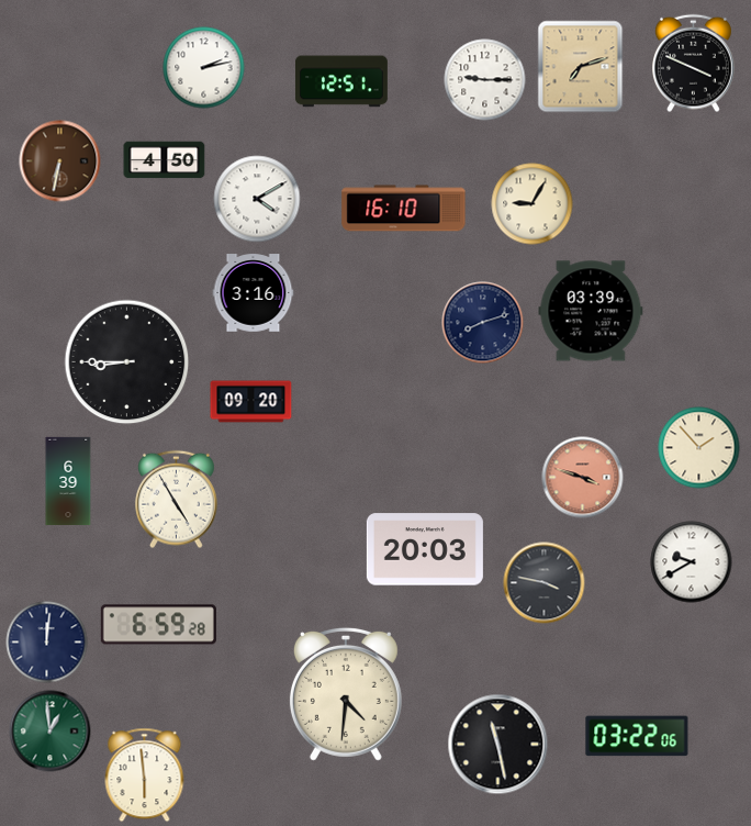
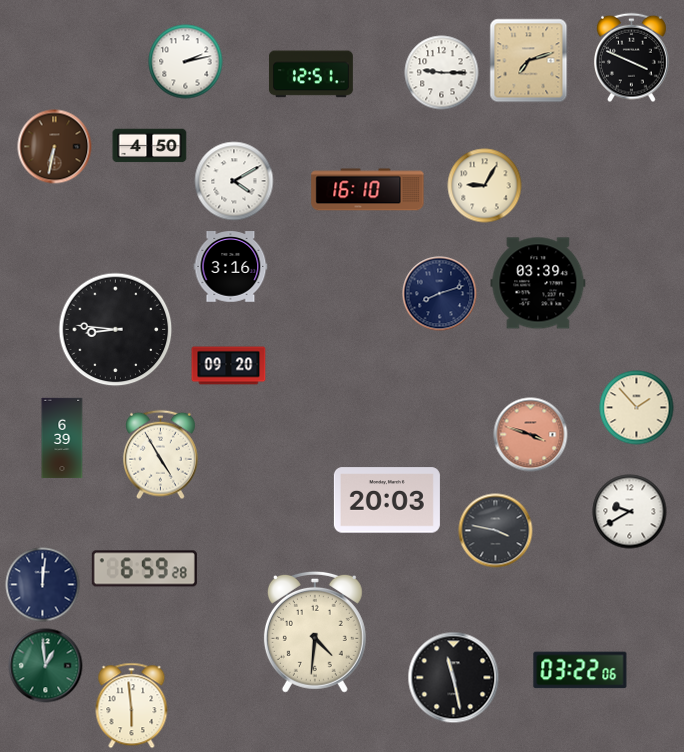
clock at (127, 362): 8:45 -> 8:46
